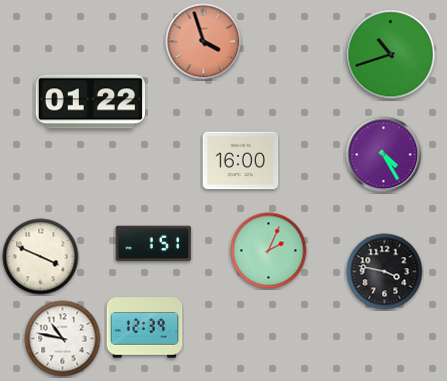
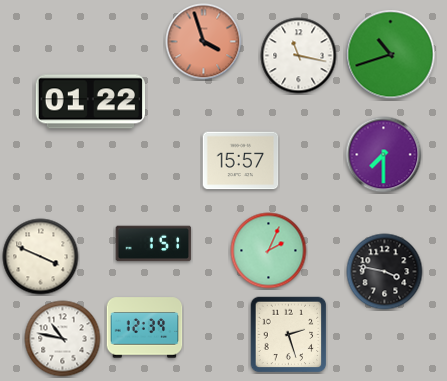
clock at (299, 56): none -> 11:17
clock at (384, 155): 4:25 -> 7:30
clock at (241, 161): 16:00 -> 15:57
clock at (288, 334): none -> 2:27
